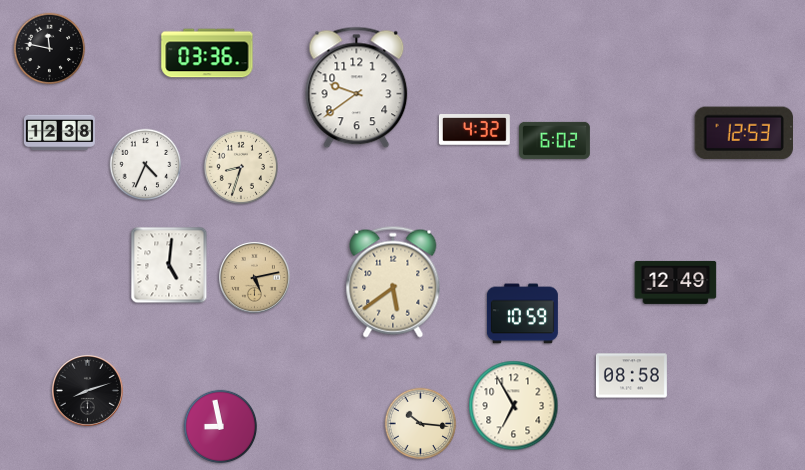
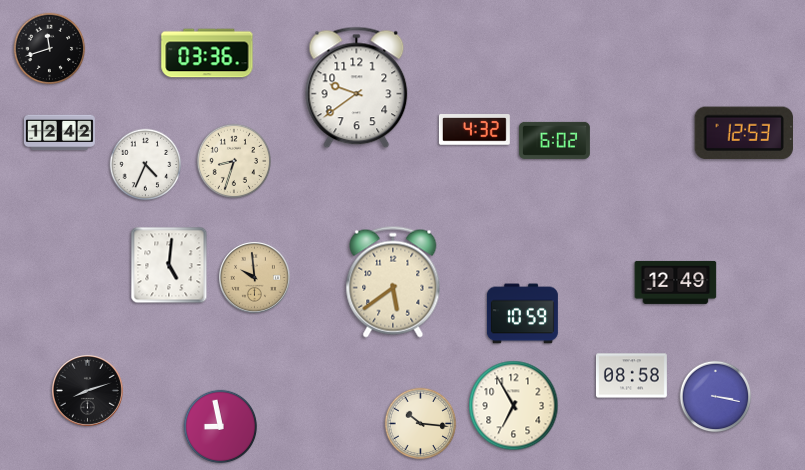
clock at (50, 49): 11:47 -> 11:42
clock at (59, 133): 12:38 -> 12:42
clock at (240, 166) position: (240, 166) -> (233, 160)
clock at (254, 277): 5:13 -> 9:59
clock at (716, 397): none -> 3:17
